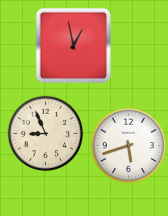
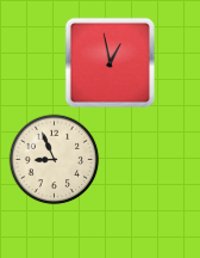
clock at (73, 45) position: (73, 45) -> (110, 62)
clock at (129, 146): 5:42 -> none
